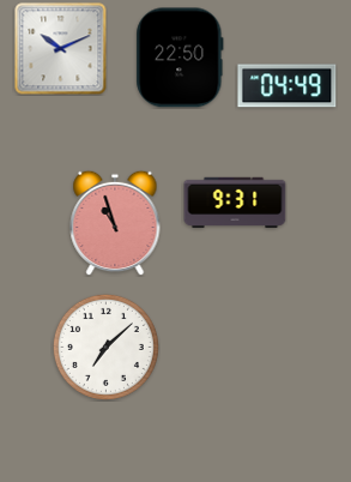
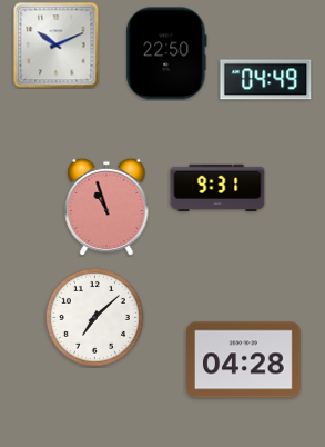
clock at (105, 347) position: (105, 347) -> (94, 317)
clock at (244, 360): none -> 04:28
